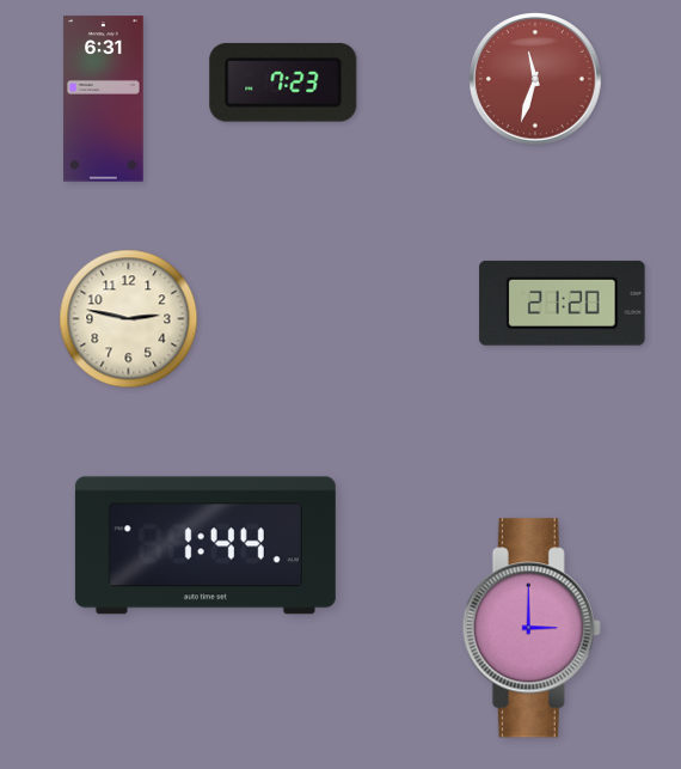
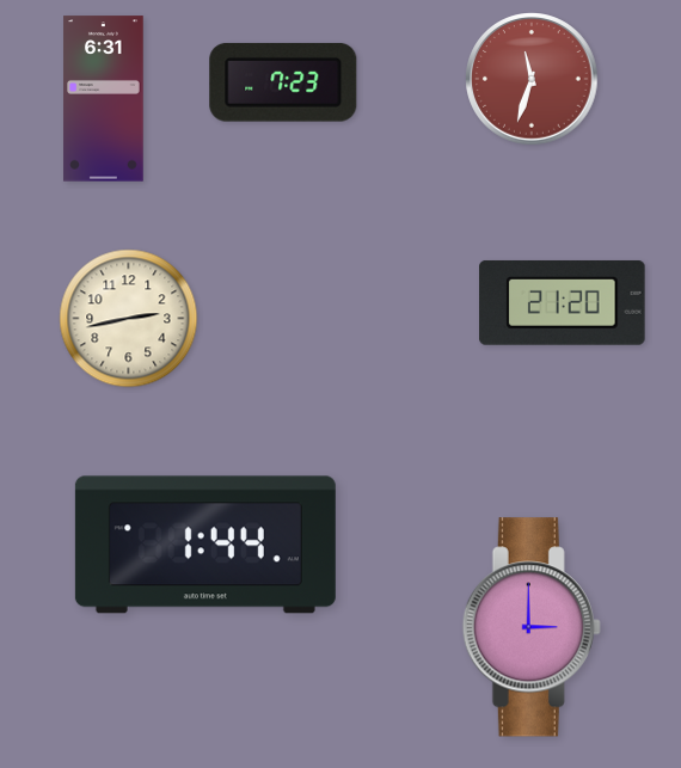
clock at (535, 79) position: (535, 79) -> (532, 79)
clock at (129, 319): 2:47 -> 2:43
